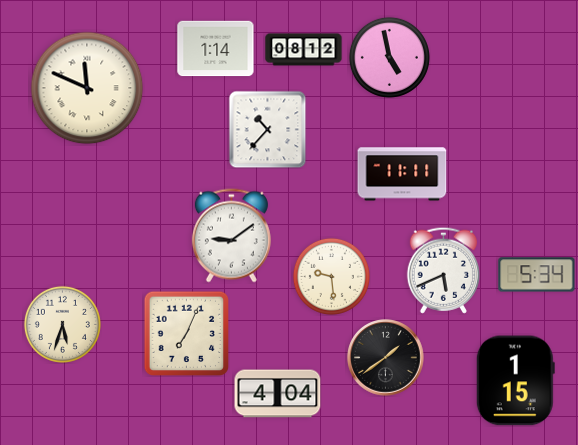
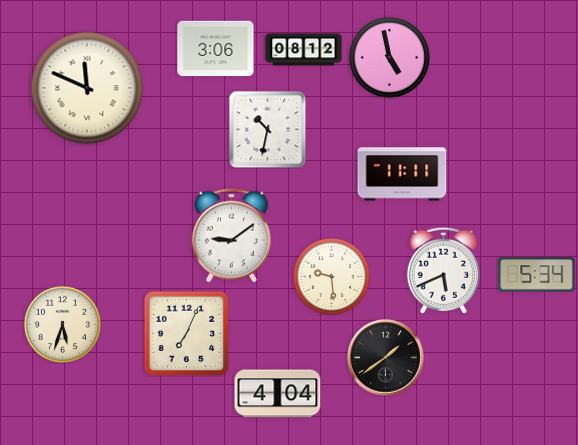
clock at (216, 49): 1:14 -> 3:06
clock at (267, 129): 10:37 -> 10:32
clock at (515, 381): 1:15 -> none
